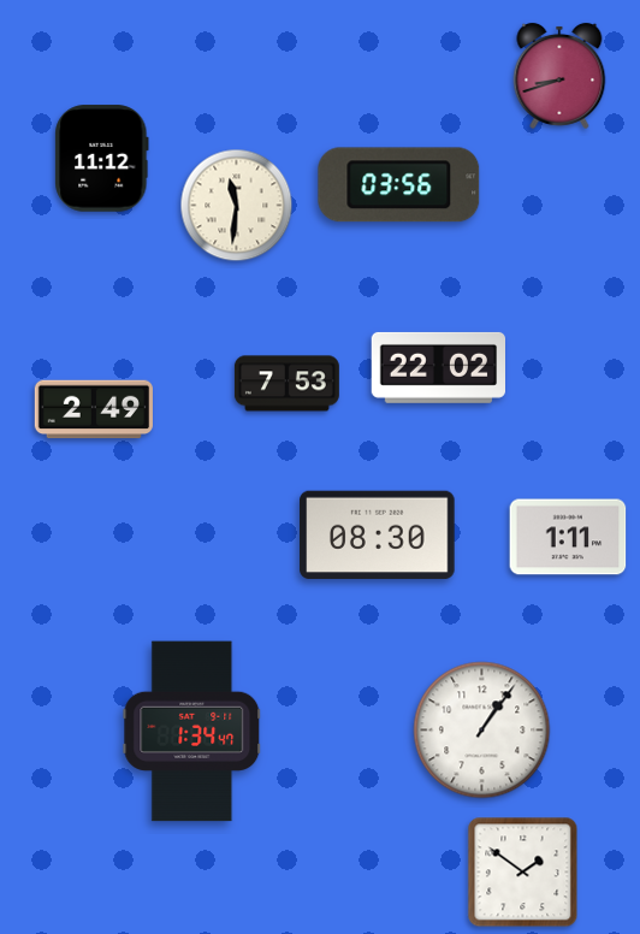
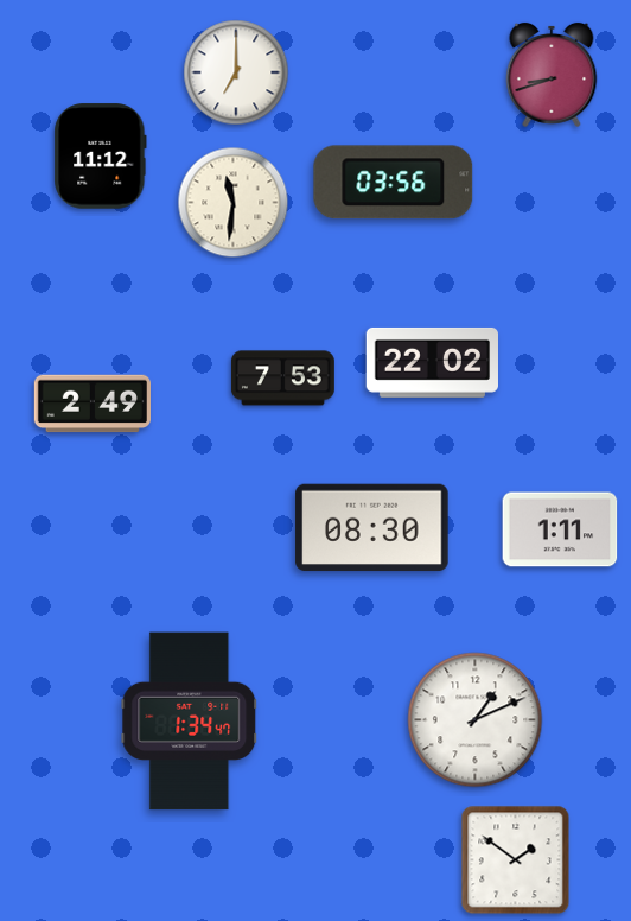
clock at (236, 72): none -> 7:00
clock at (482, 731): 1:06 -> 1:11
